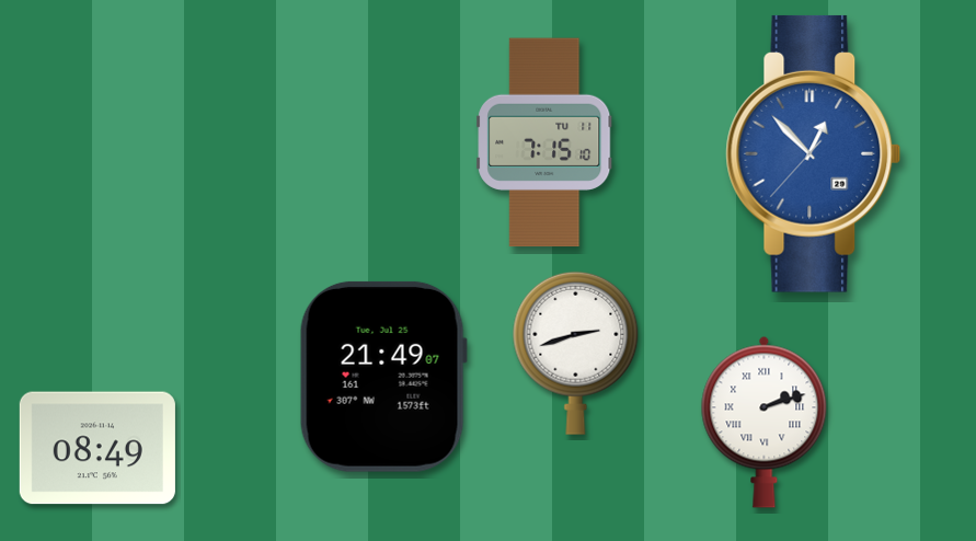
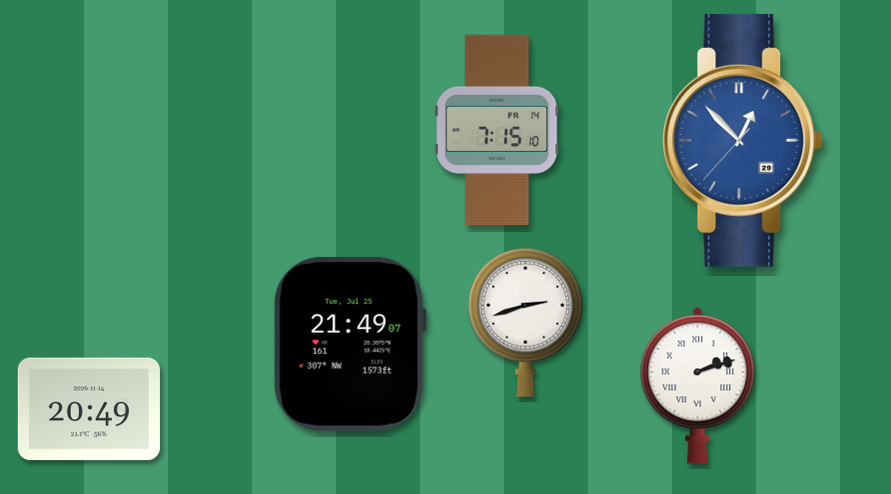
clock at (544, 142) date: TU 11 -> FR 14
clock at (97, 448): 08:49 -> 20:49
